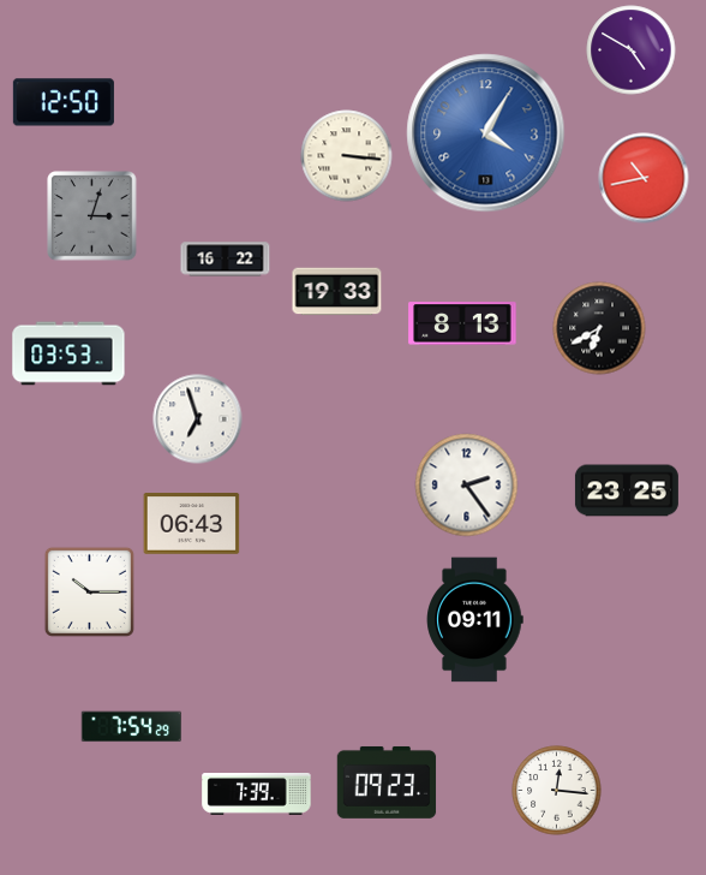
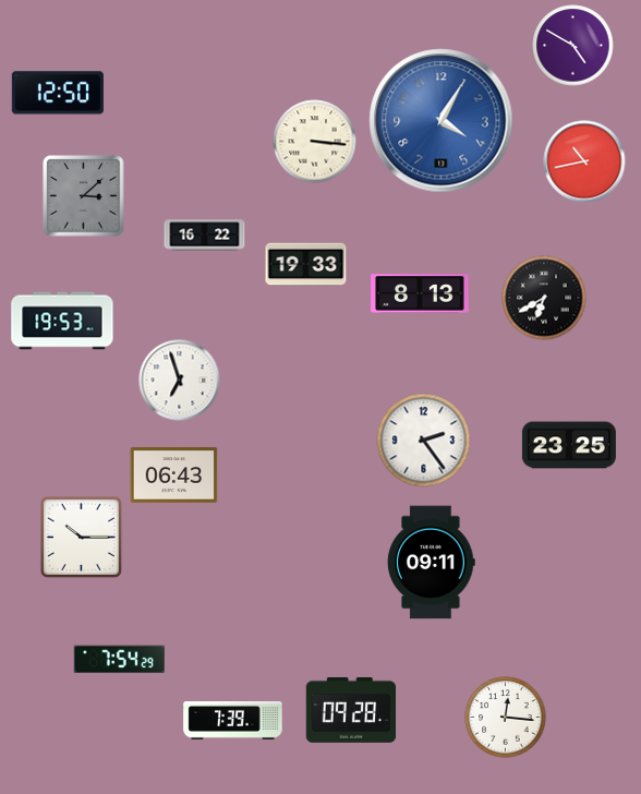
clock at (92, 216): 3:03 -> 3:08
clock at (68, 353): 03:53 -> 19:53
clock at (387, 782): 09:23 -> 09:28
